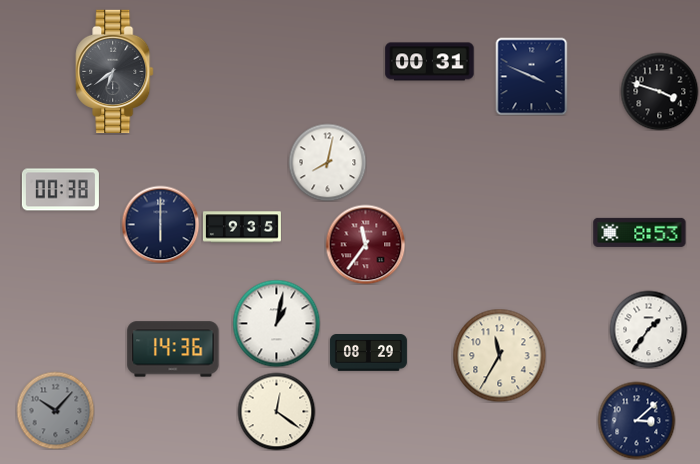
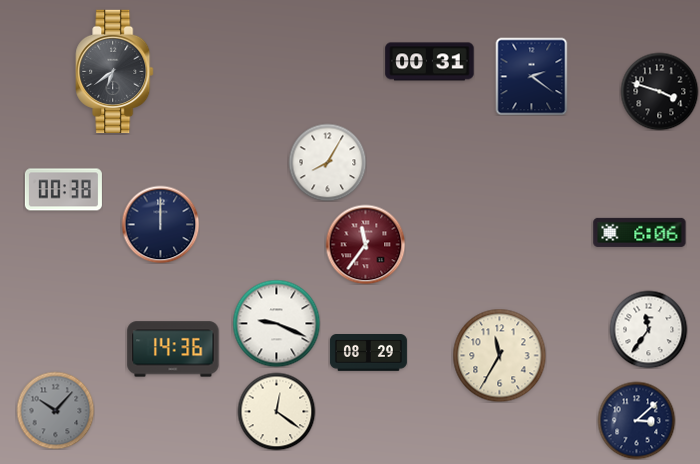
clock at (532, 76): 3:49 -> 2:21
clock at (327, 162): 8:02 -> 8:05
clock at (60, 190) position: (60, 190) -> (63, 190)
clock at (160, 224): 6:00 -> 12:00
clock at (242, 227): 9:35 -> none
clock at (640, 232): 8:53 -> 6:06
clock at (276, 323): 1:02 -> 9:19
clock at (648, 329): 1:36 -> 11:36
